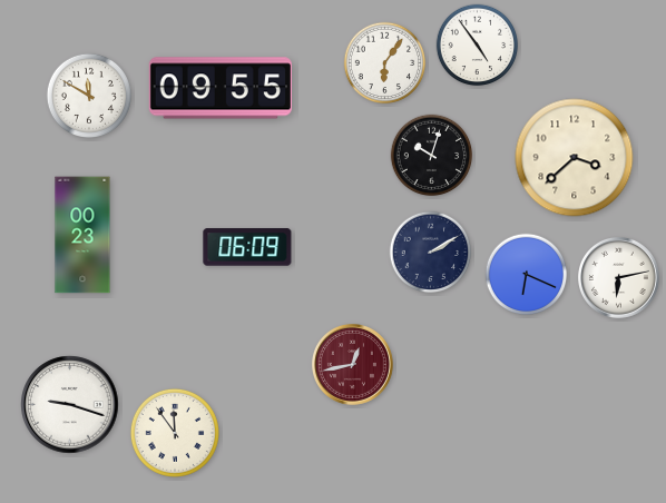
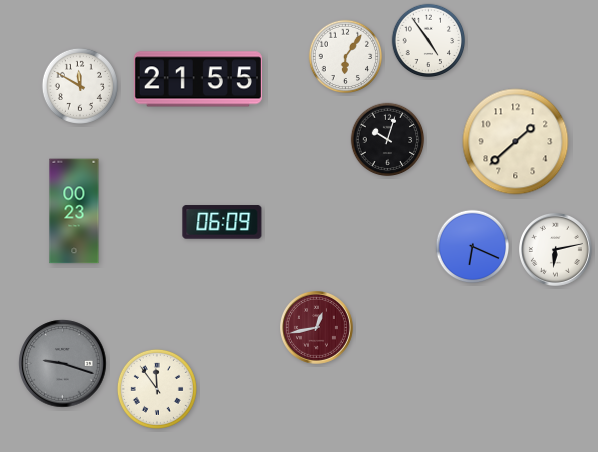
clock at (221, 88): 09:55 -> 21:55
clock at (575, 158): 3:38 -> 1:38
clock at (431, 253): 2:10 -> none
clock at (70, 405) dial: white -> grey
